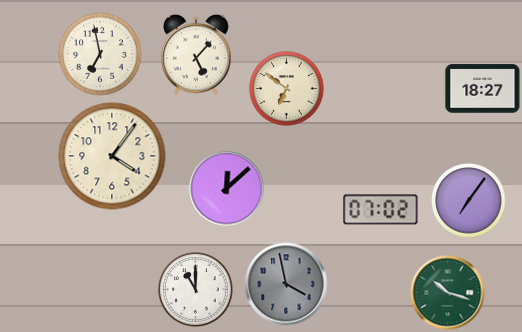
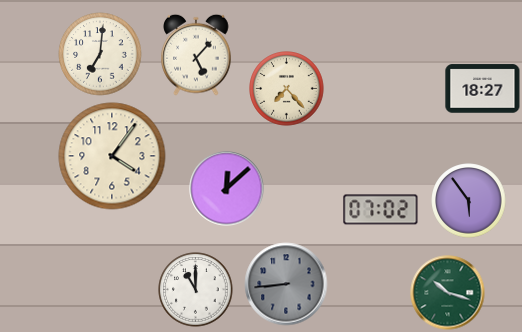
clock at (100, 54): 6:58 -> 7:01
clock at (287, 89): 6:51 -> 7:23
clock at (469, 201): 7:06 -> 5:54
clock at (286, 284): 3:58 -> 8:44
